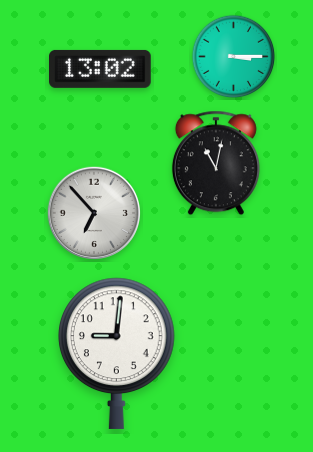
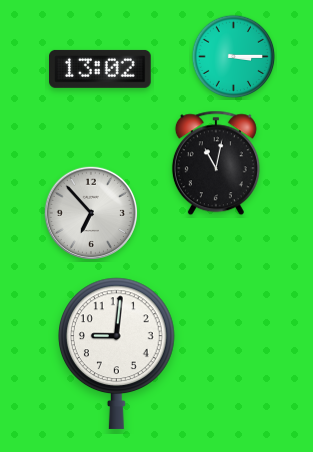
clock at (93, 212) position: (93, 212) -> (90, 212)
